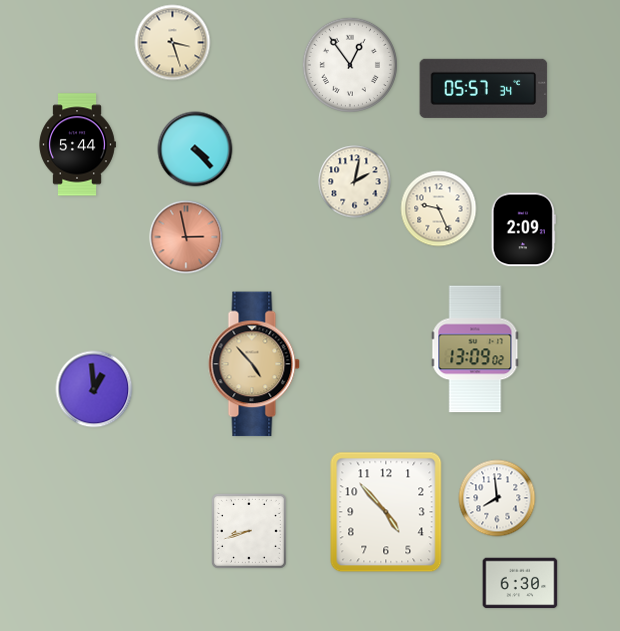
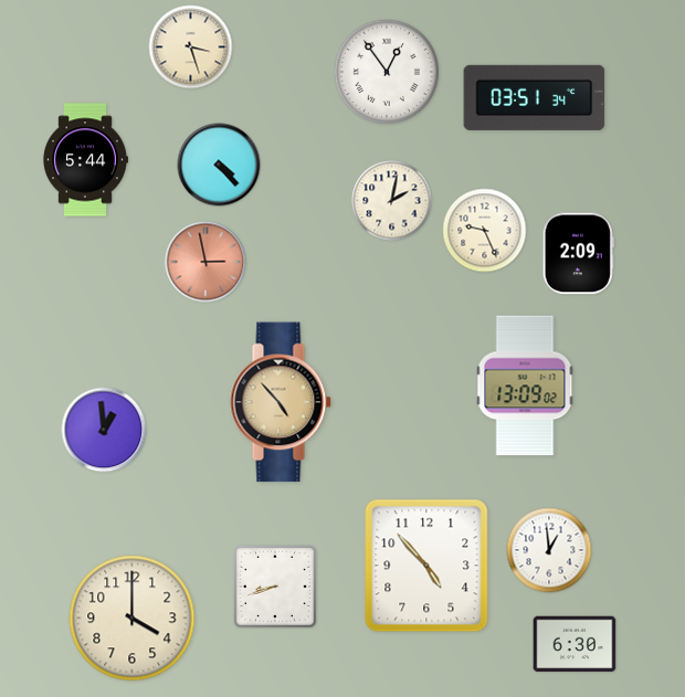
clock at (484, 88): 05:57 -> 03:51
clock at (195, 149) position: (195, 149) -> (219, 165)
clock at (497, 498): 7:59 -> 12:59
clock at (133, 619): none -> 4:00
